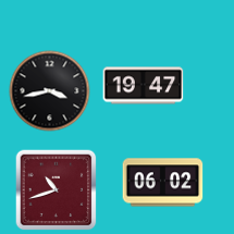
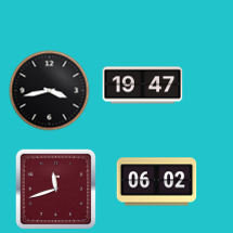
clock at (163, 183) position: (163, 183) -> (157, 182)
clock at (57, 190): 10:42 -> 11:42
